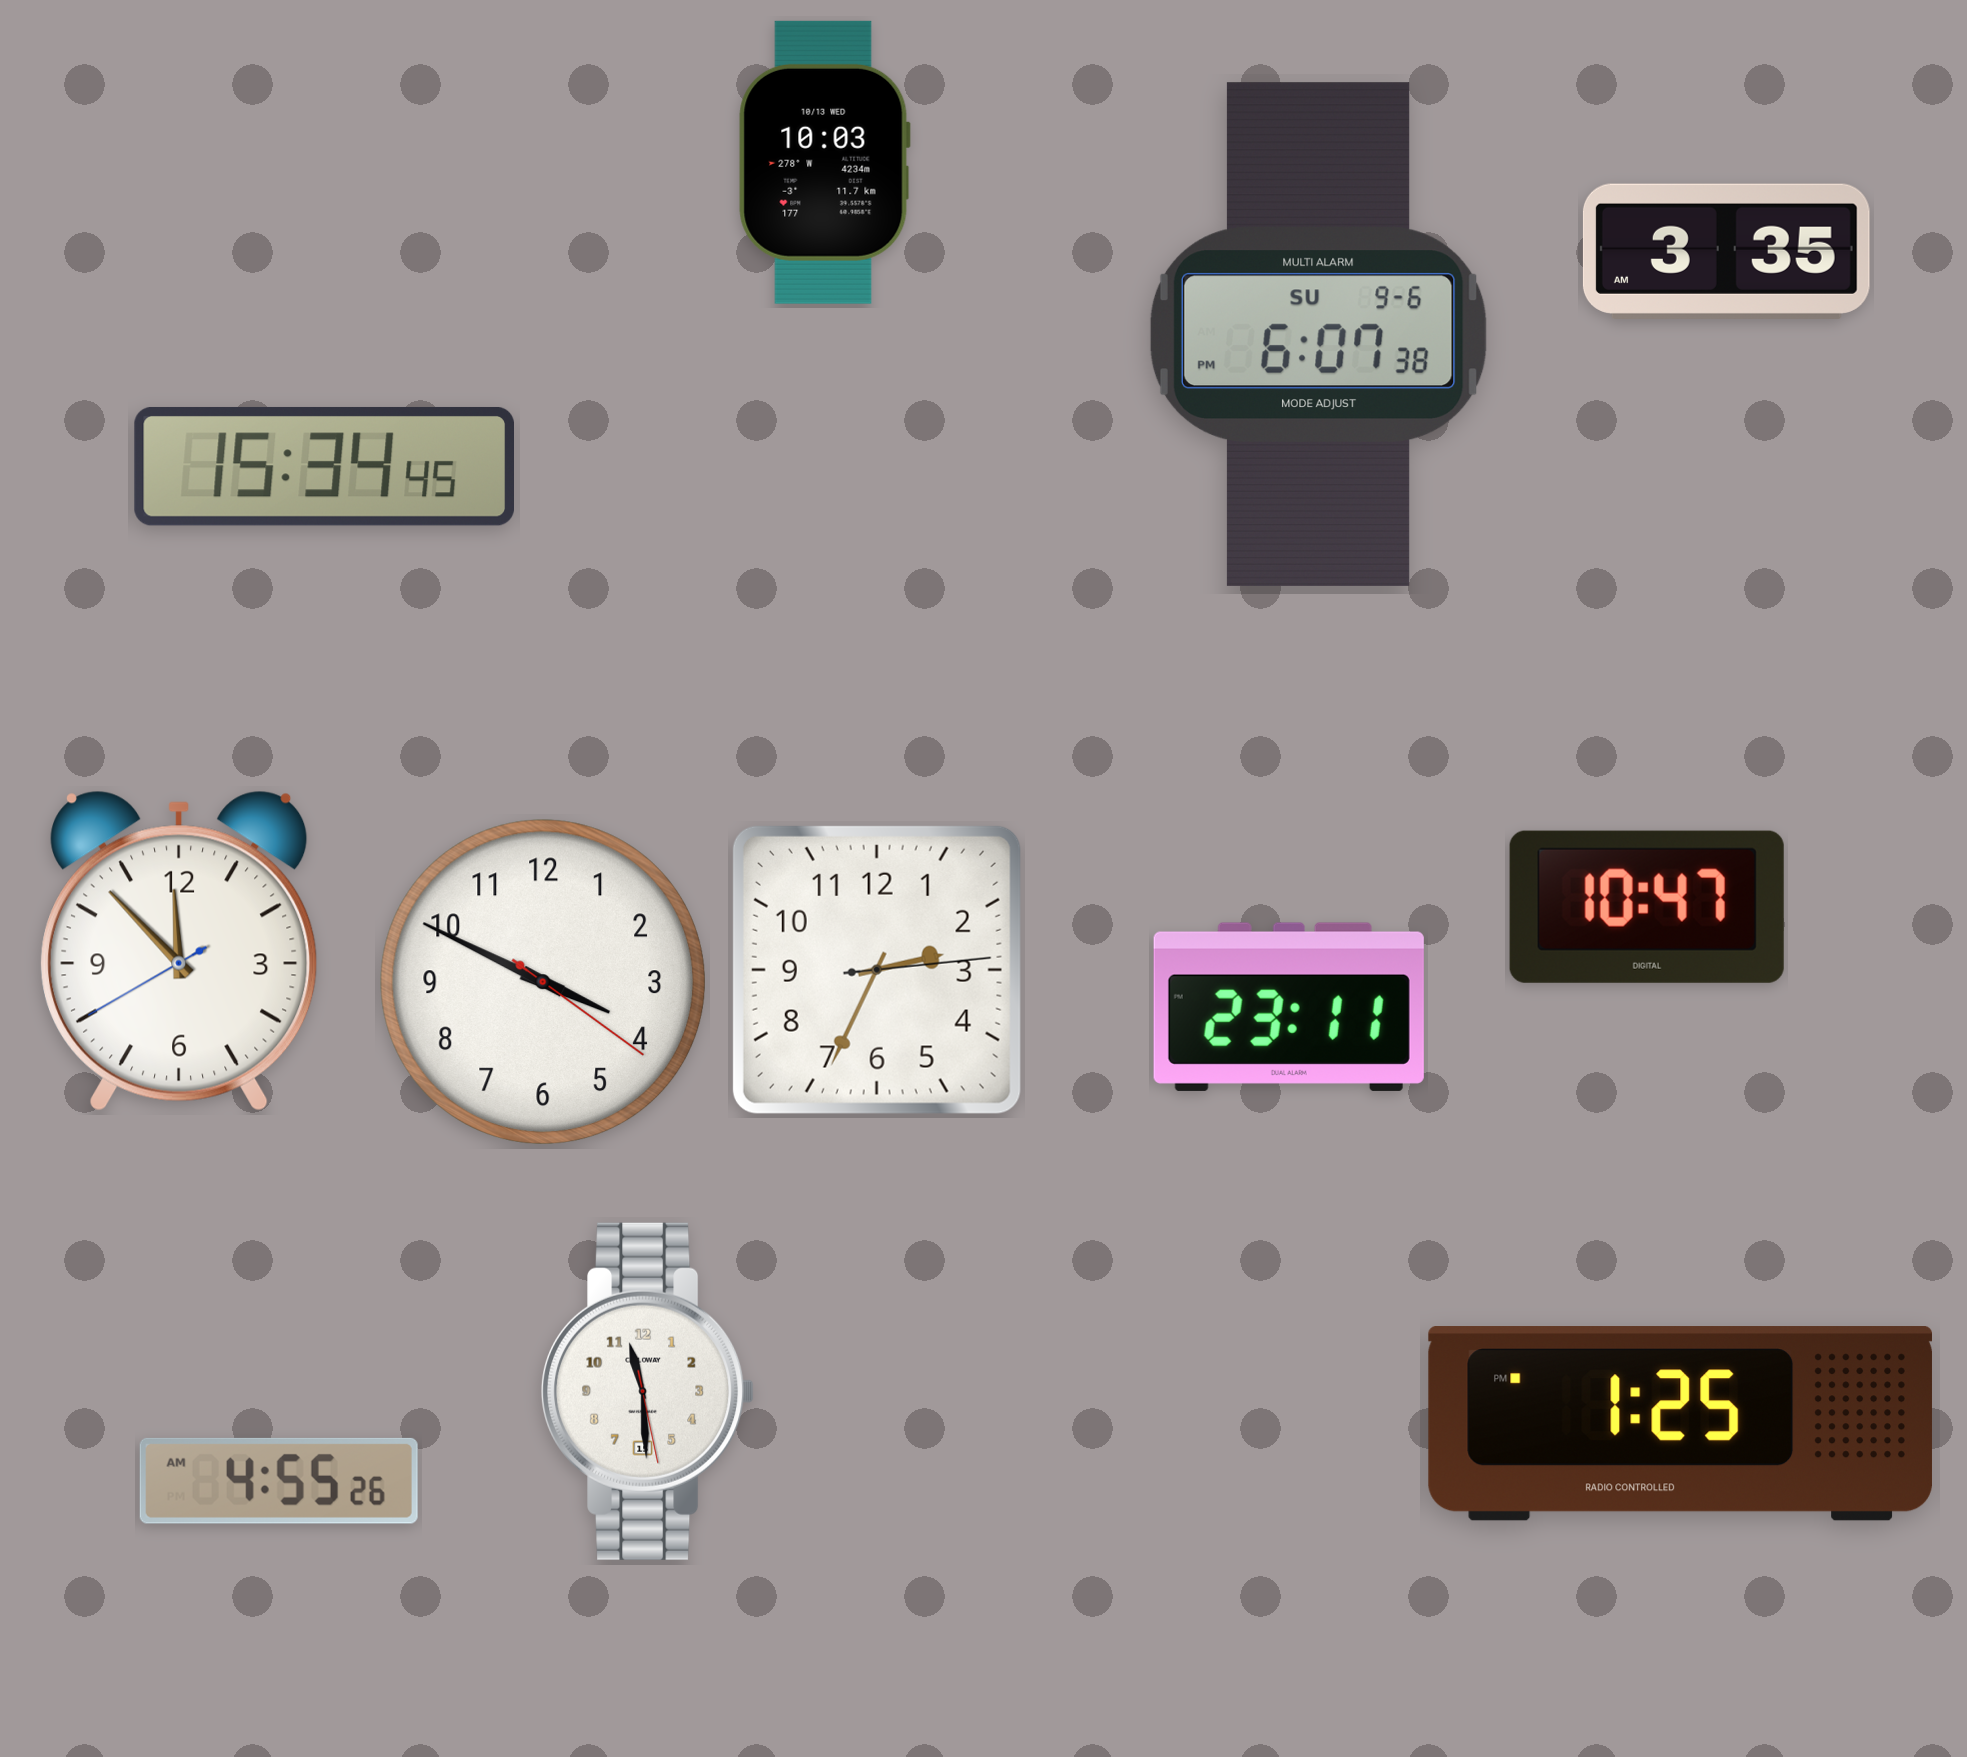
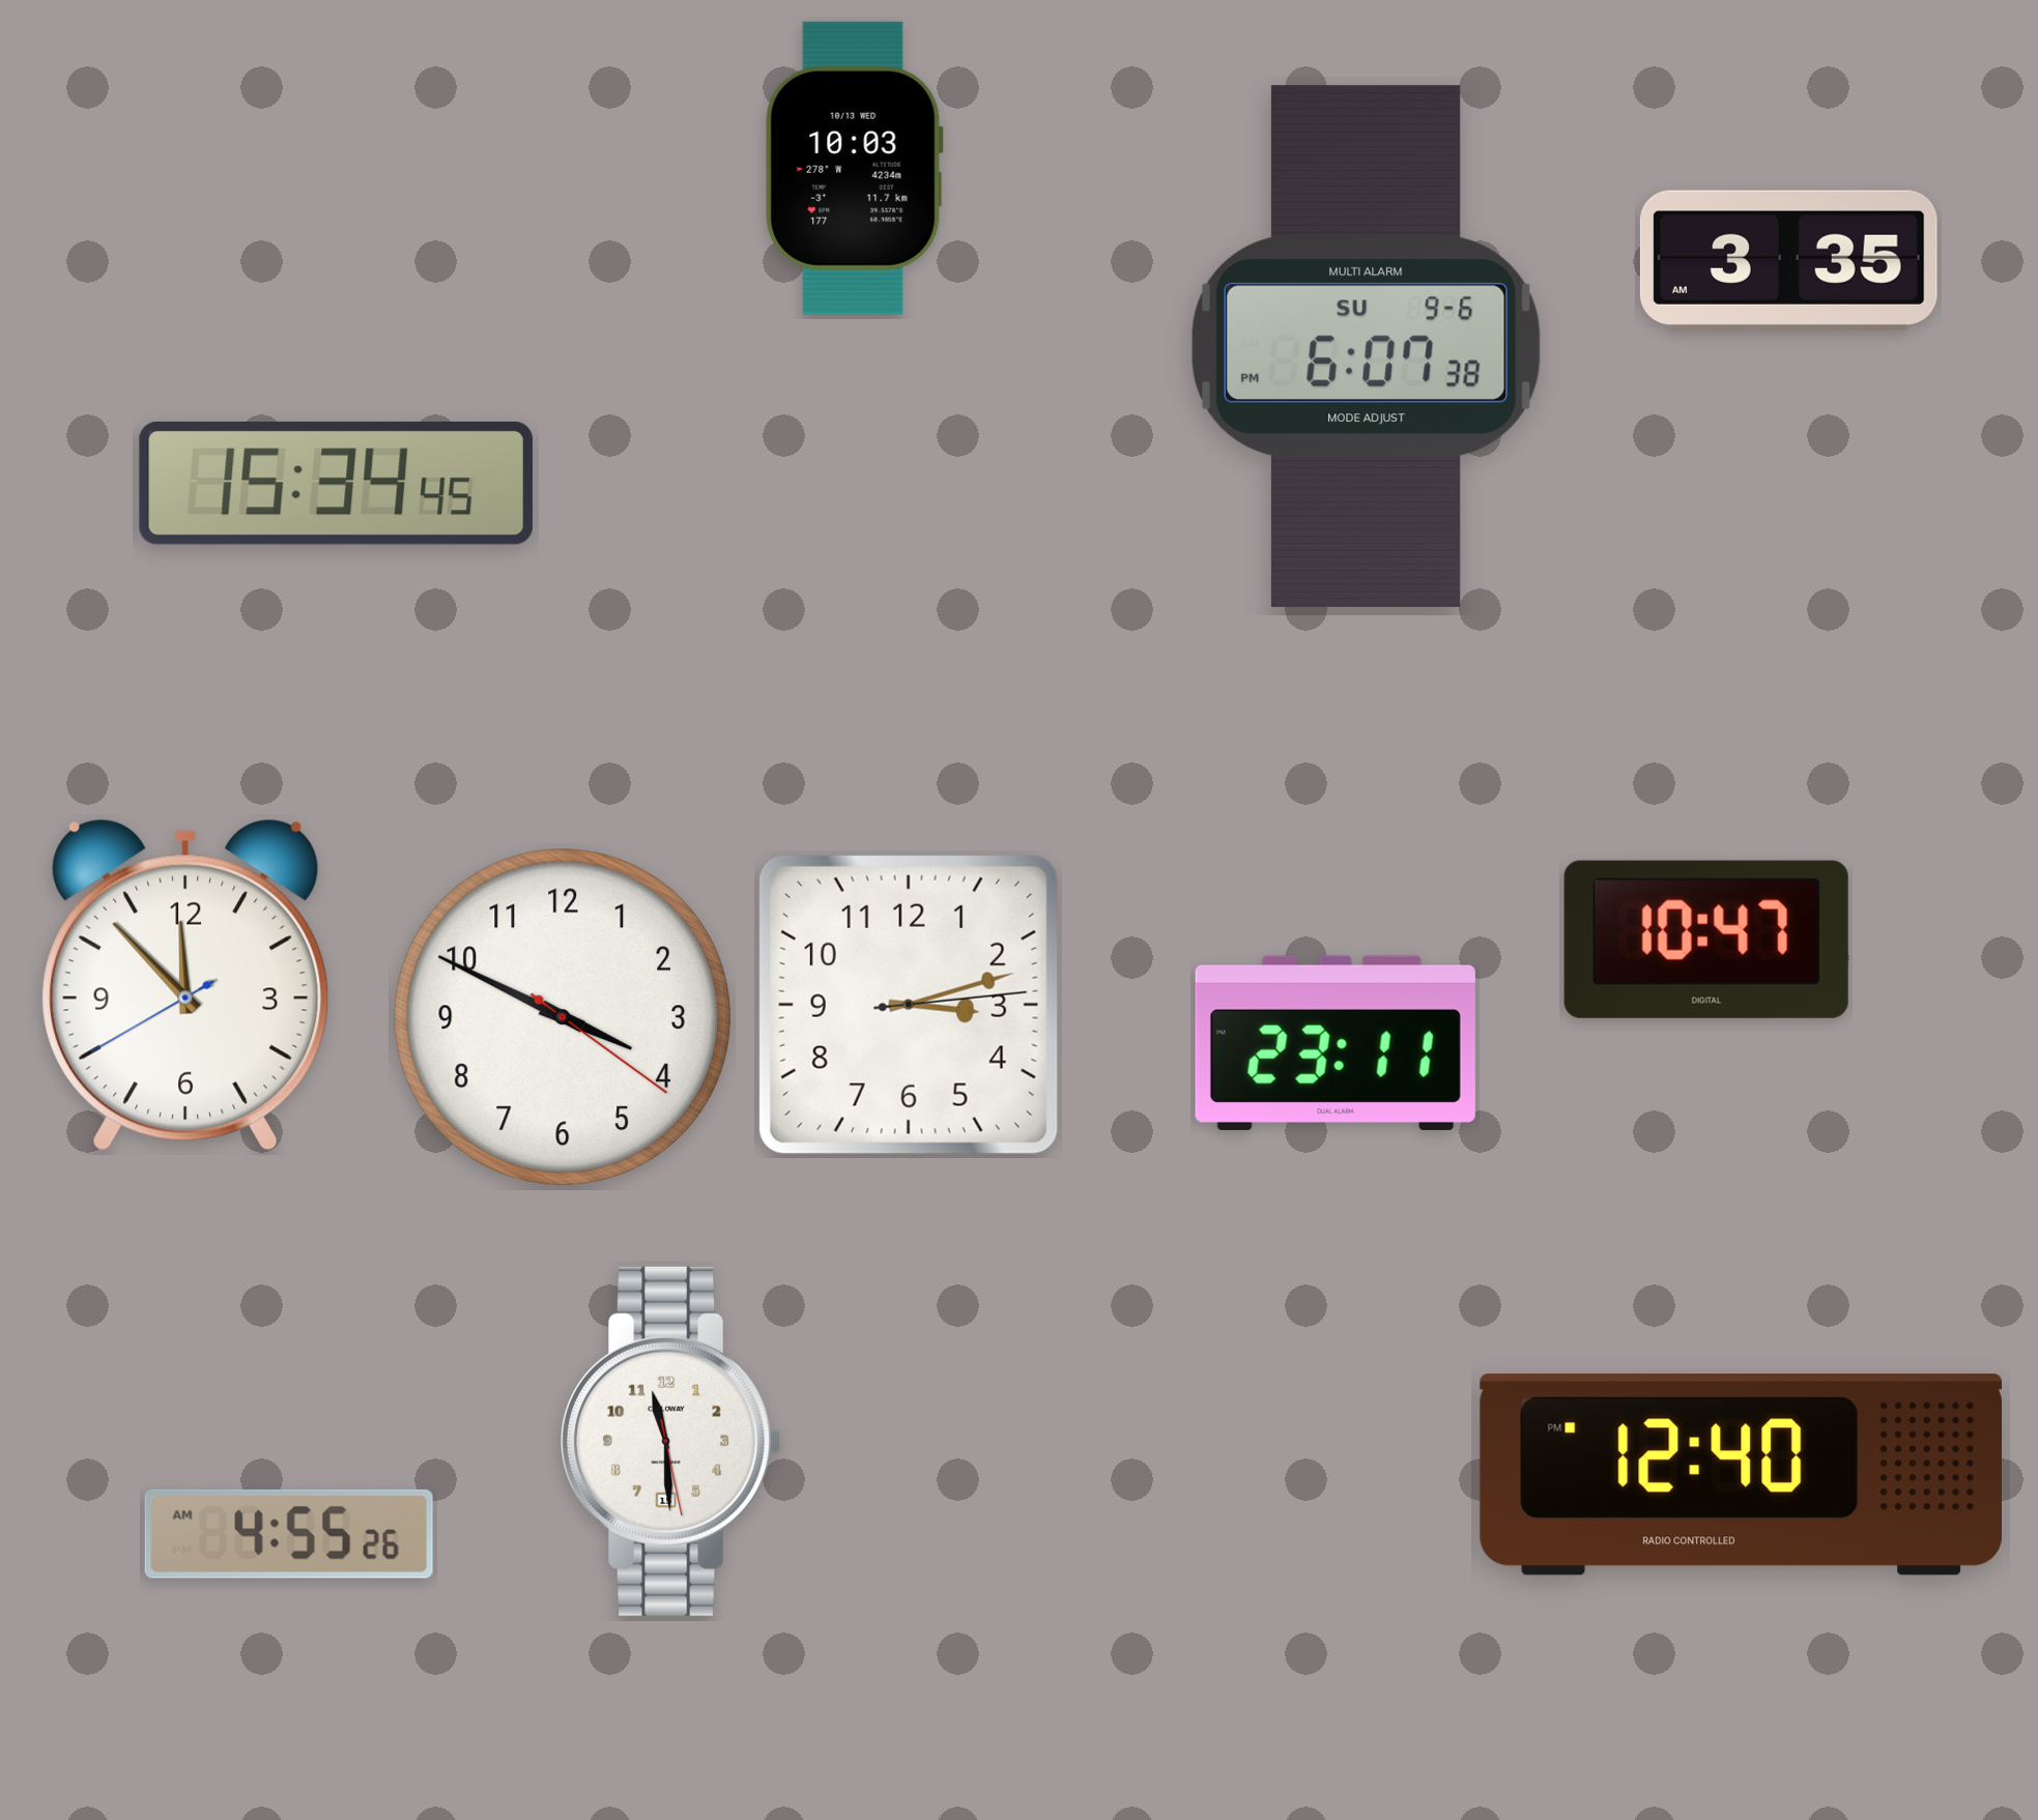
clock at (877, 970): 2:34 -> 3:12
clock at (1680, 1424): 1:25 -> 12:40
